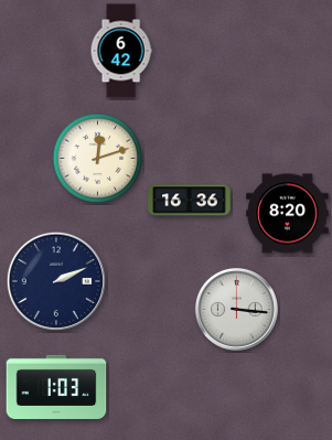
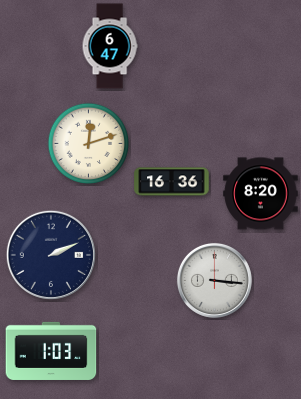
clock at (121, 51): 6:42 -> 6:47
